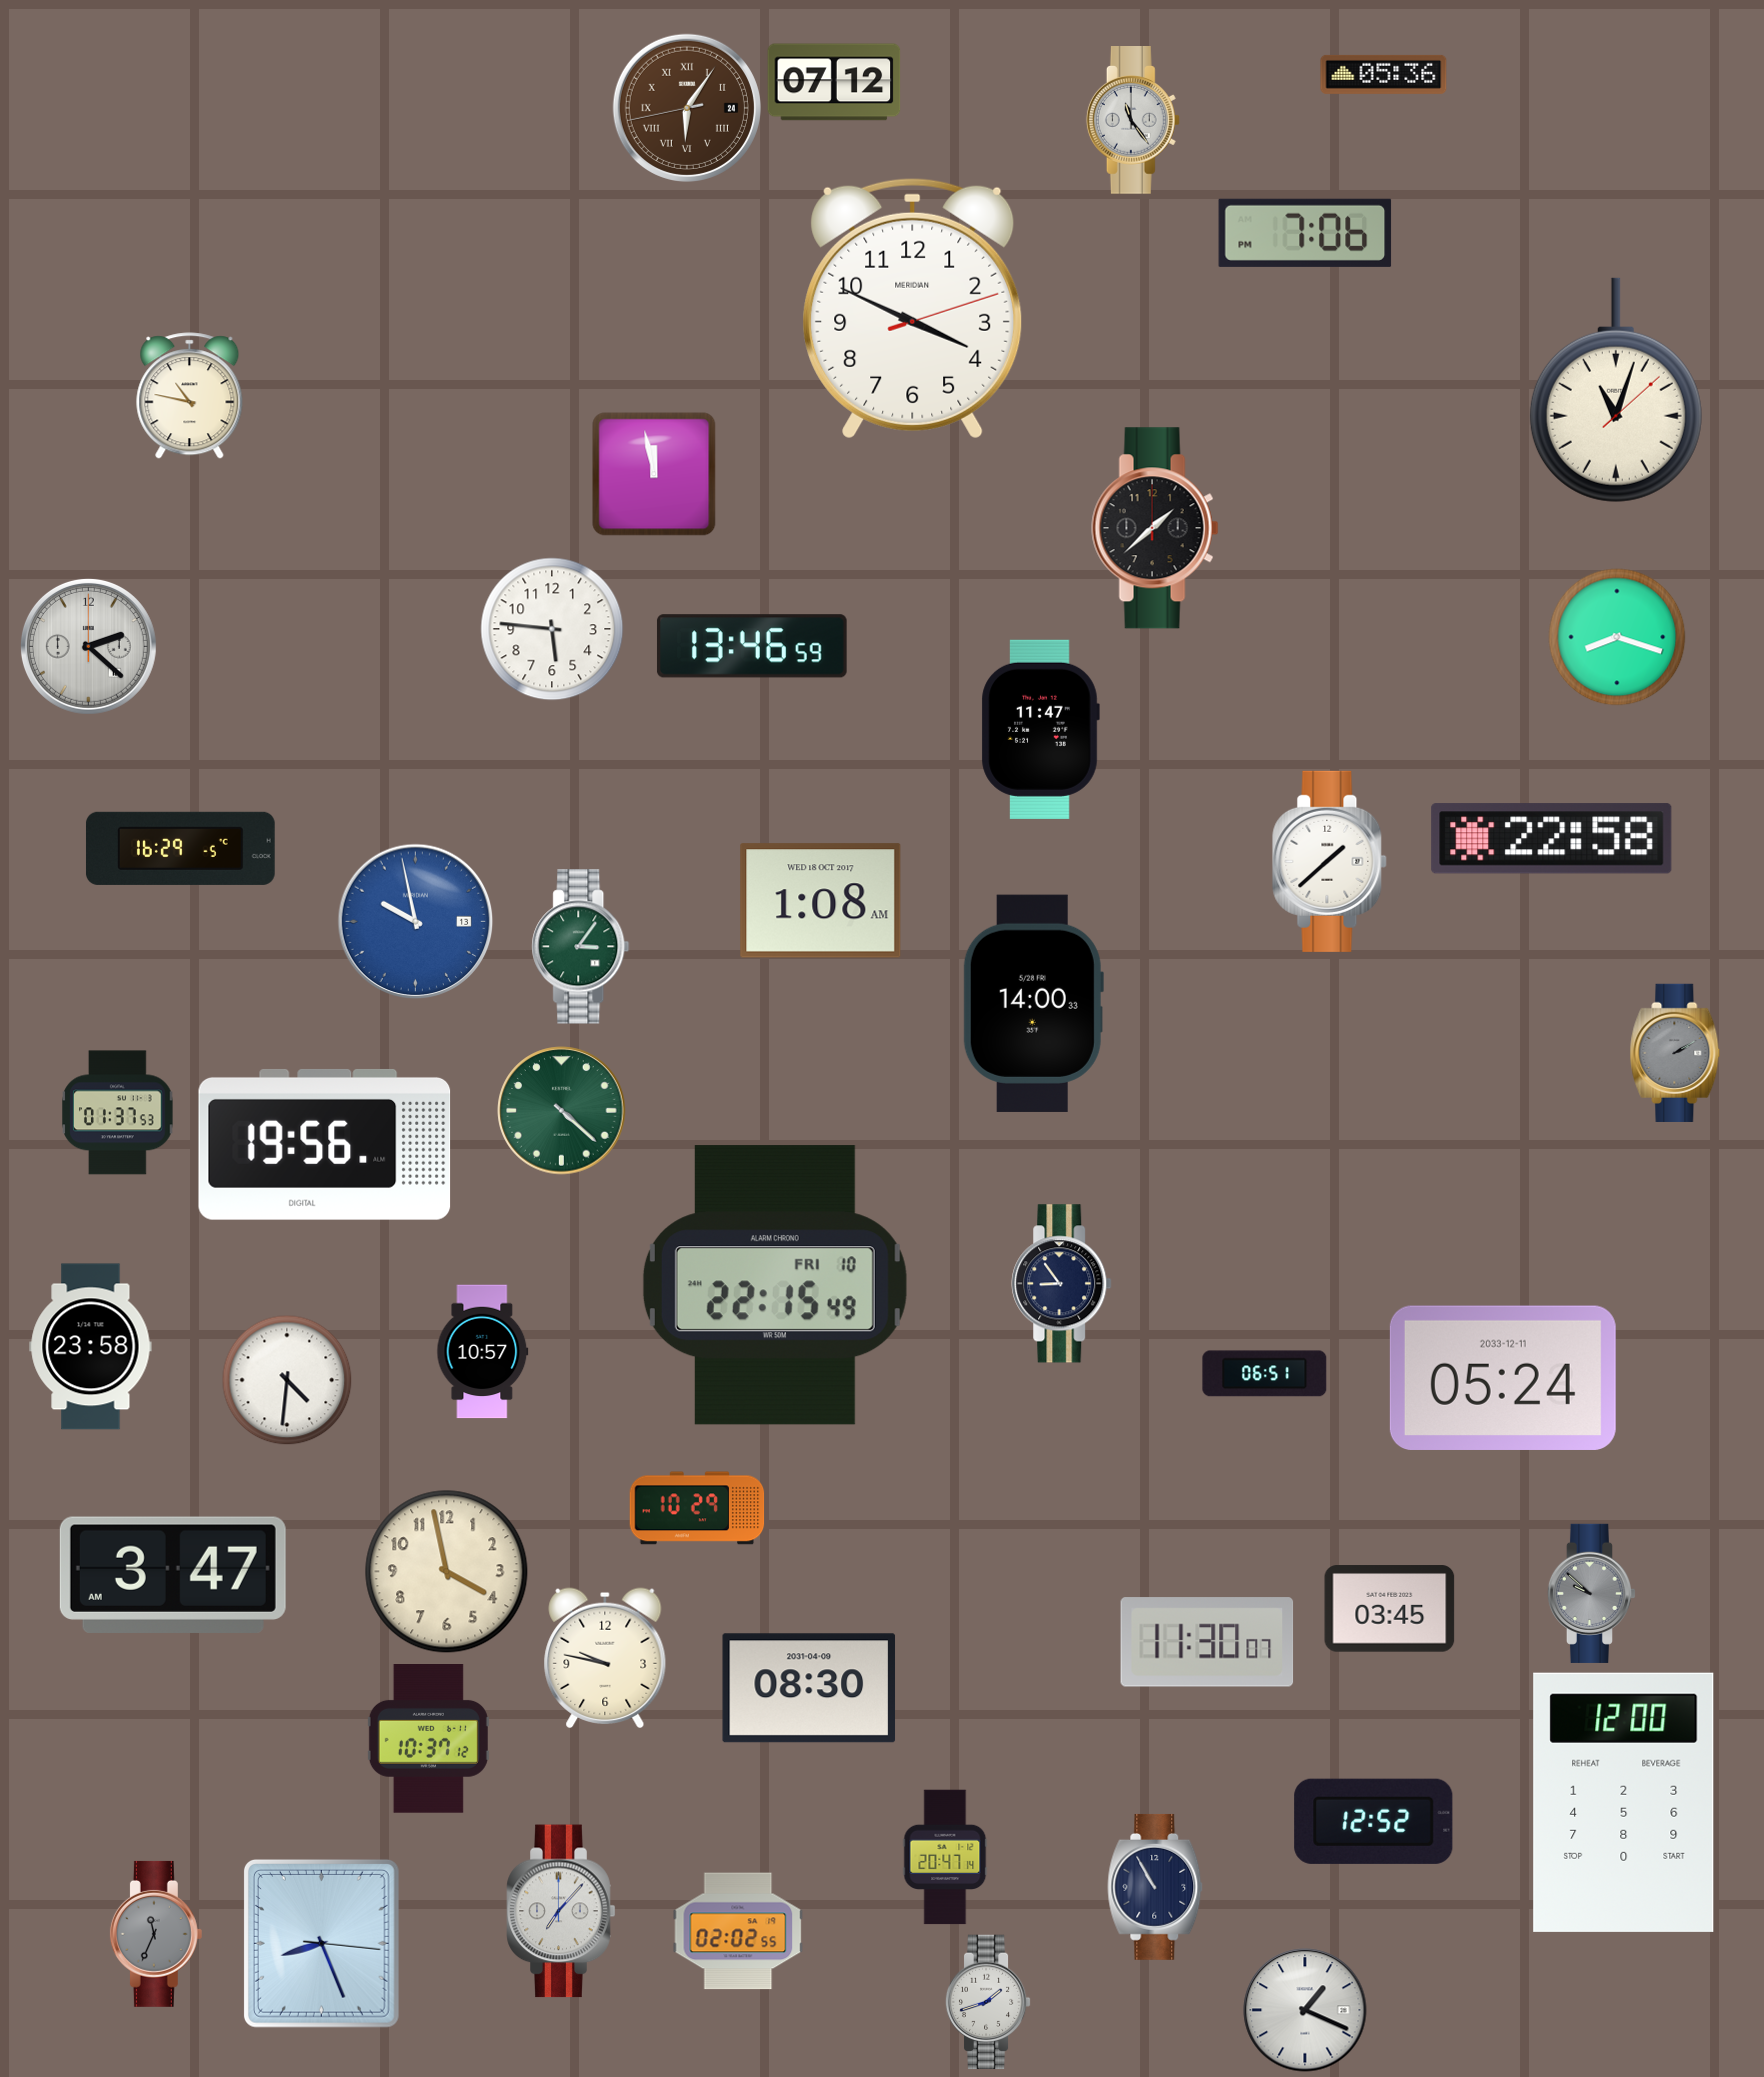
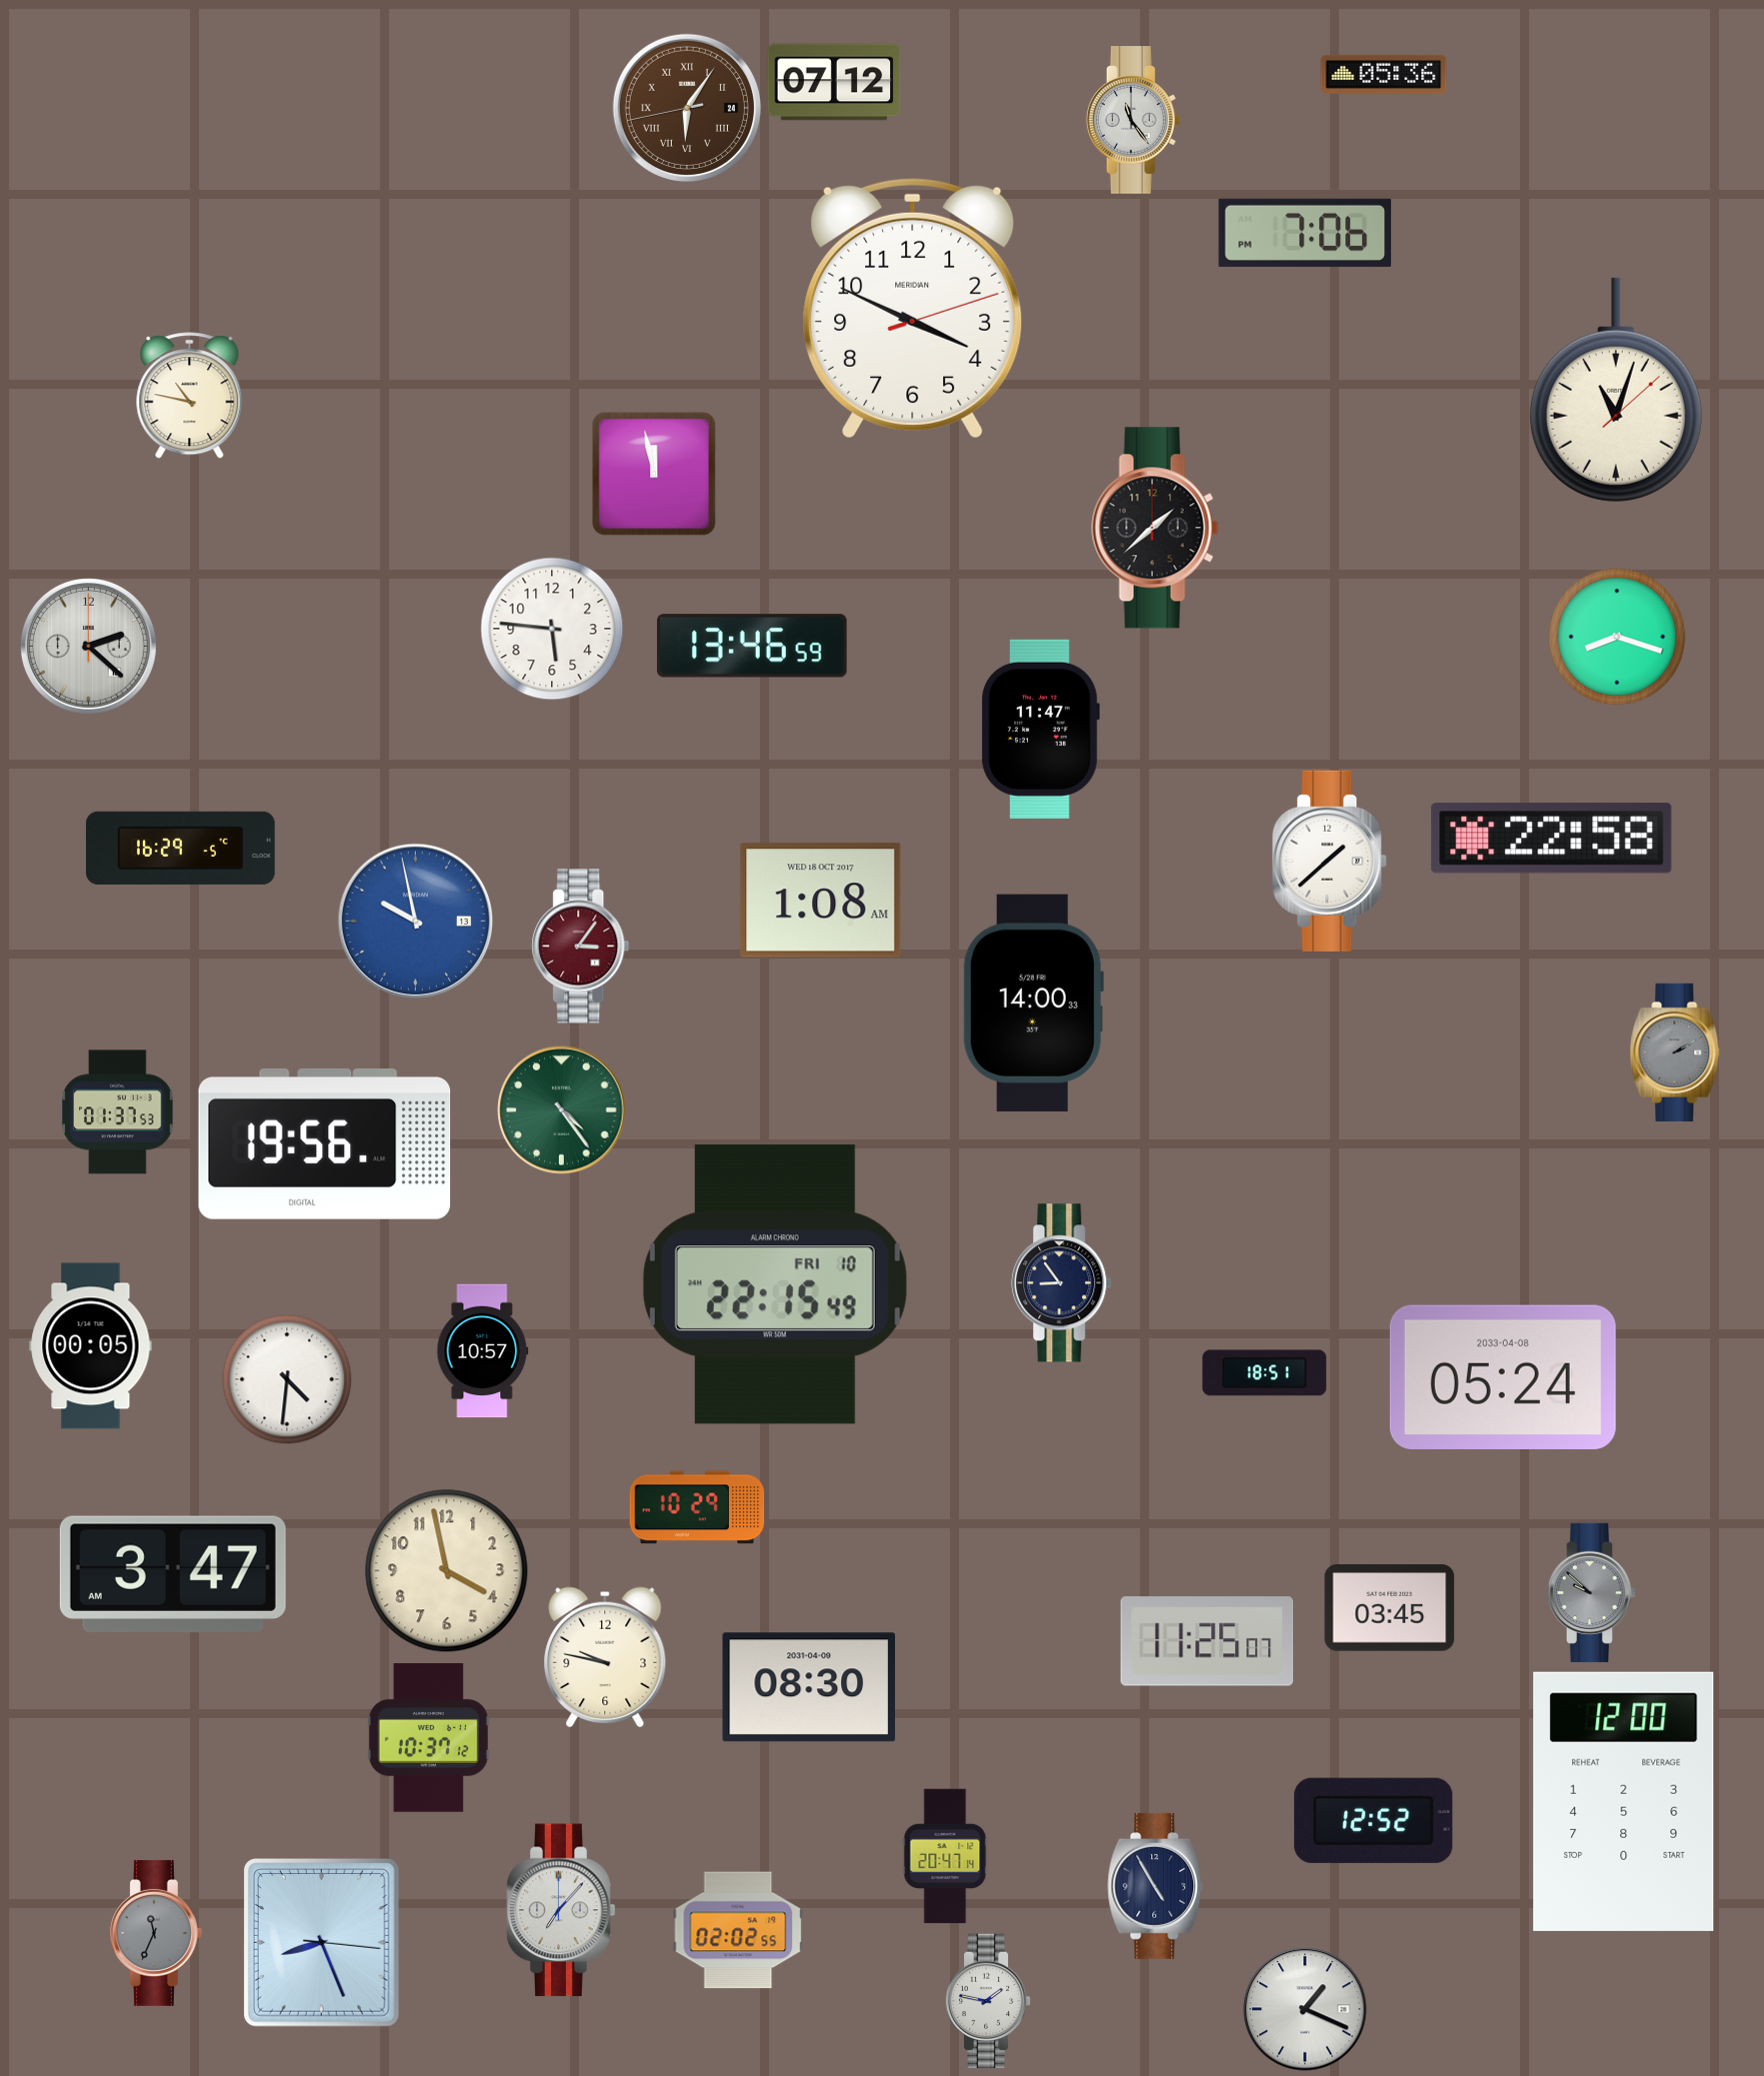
clock at (581, 947) dial: green -> burgundy
clock at (562, 1111): 4:22 -> 4:24
clock at (91, 1347): 23:58 -> 00:05
clock at (1265, 1374): 06:51 -> 18:51
clock at (1503, 1378) date: 2033-12-11 -> 2033-04-08
clock at (1207, 1642): 11:30 -> 11:25
clock at (1155, 1887): 10:55 -> 4:55
clock at (988, 2002): 1:42 -> 1:47
